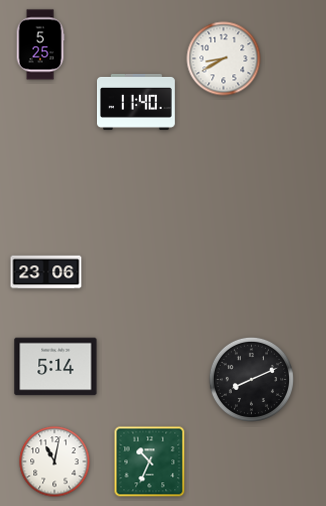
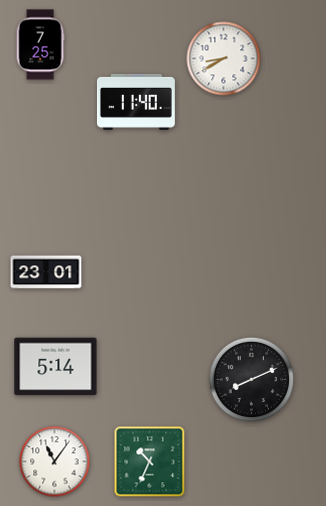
clock at (40, 45): 5:25 -> 7:25
clock at (46, 272): 23:06 -> 23:01
clock at (55, 462): 11:02 -> 11:06
